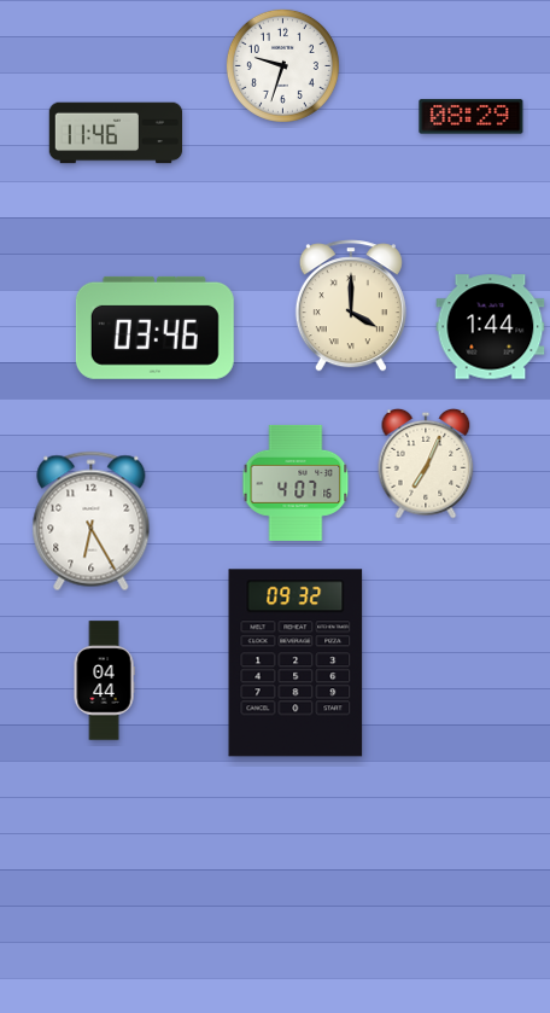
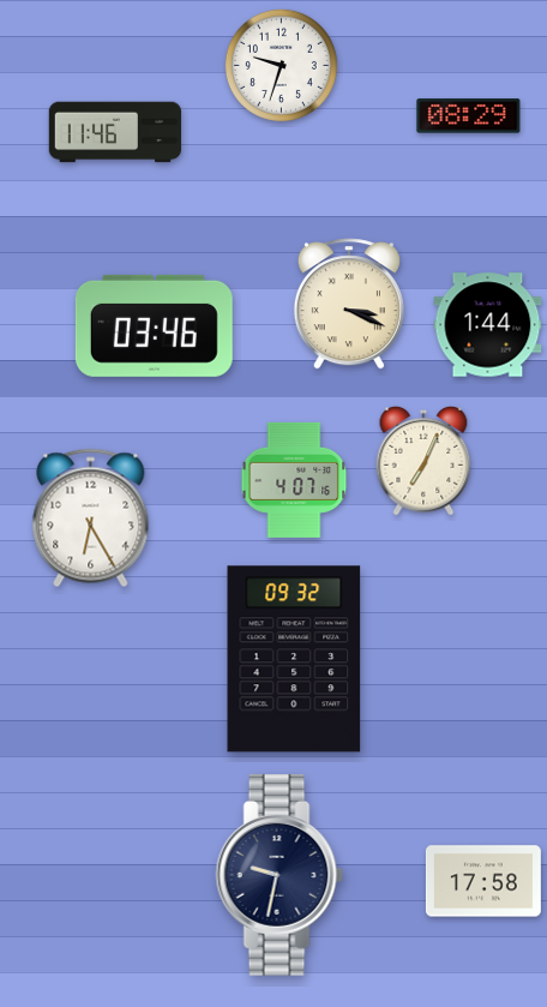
clock at (351, 305): 4:00 -> 3:19
clock at (104, 681): 04:44 -> none
clock at (279, 875): none -> 9:32
clock at (483, 881): none -> 17:58
